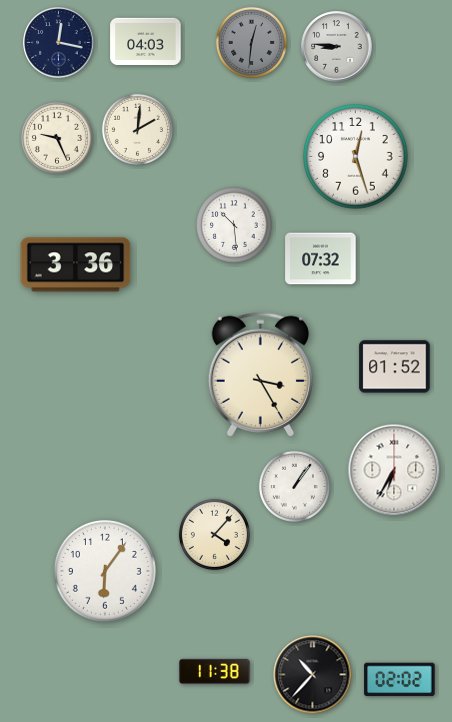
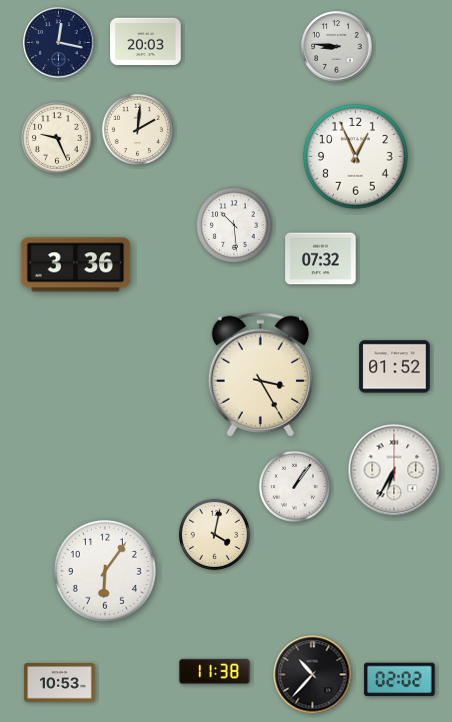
clock at (146, 42): 04:03 -> 20:03
clock at (251, 42): 12:31 -> none
clock at (356, 157): 12:27 -> 12:56
clock at (214, 534): 4:07 -> 4:02
clock at (60, 683): none -> 10:53
